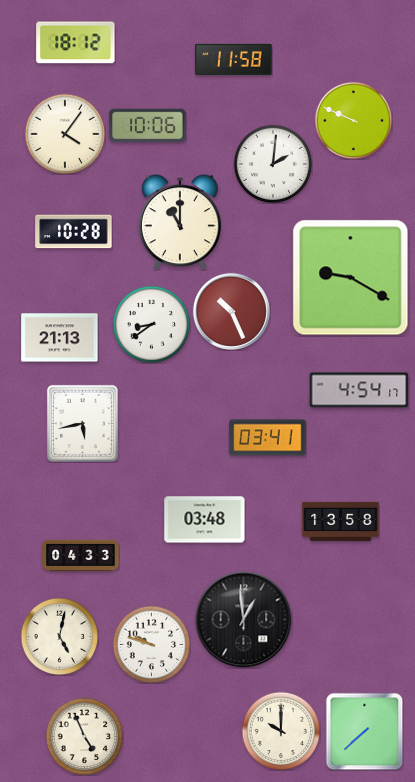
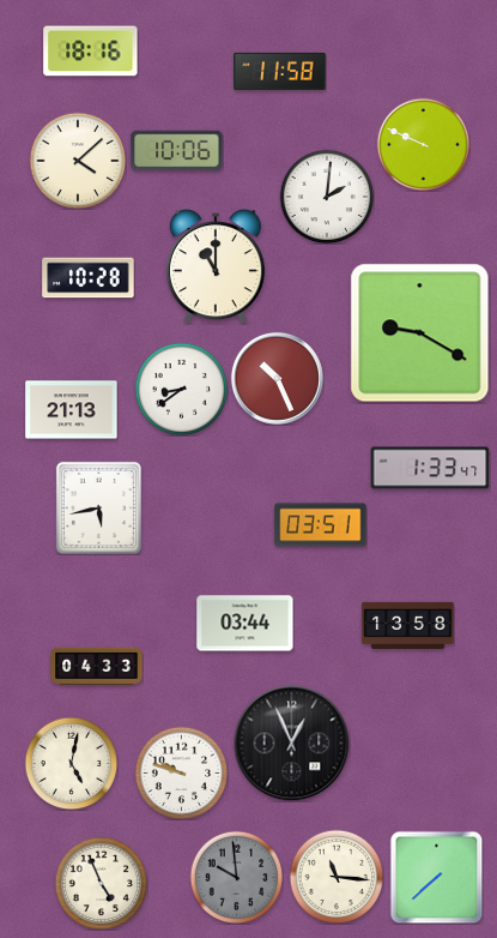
clock at (76, 43): 18:12 -> 18:16
clock at (65, 134): 4:06 -> 4:08
clock at (231, 311) position: (231, 311) -> (277, 378)
clock at (60, 338) position: (60, 338) -> (72, 410)
clock at (359, 390): 4:54 -> 1:33
clock at (268, 438): 03:41 -> 03:51
clock at (205, 520): 03:48 -> 03:44
clock at (244, 620): 12:59 -> 12:56
clock at (236, 877): none -> 9:59
clock at (281, 731): 10:00 -> 11:16
